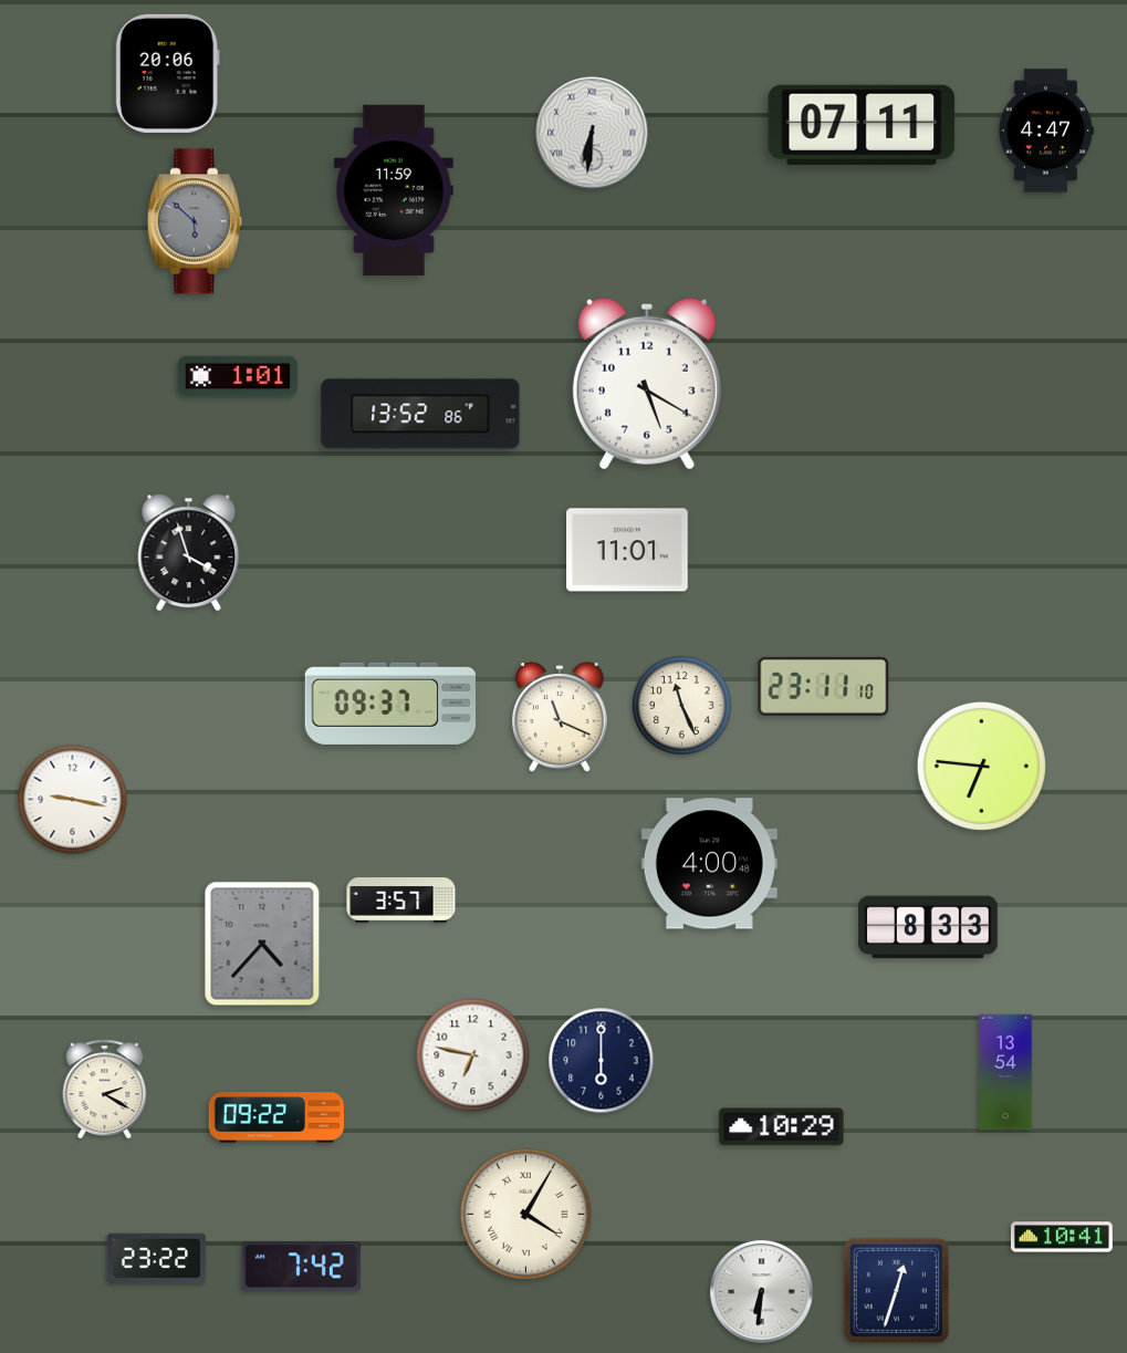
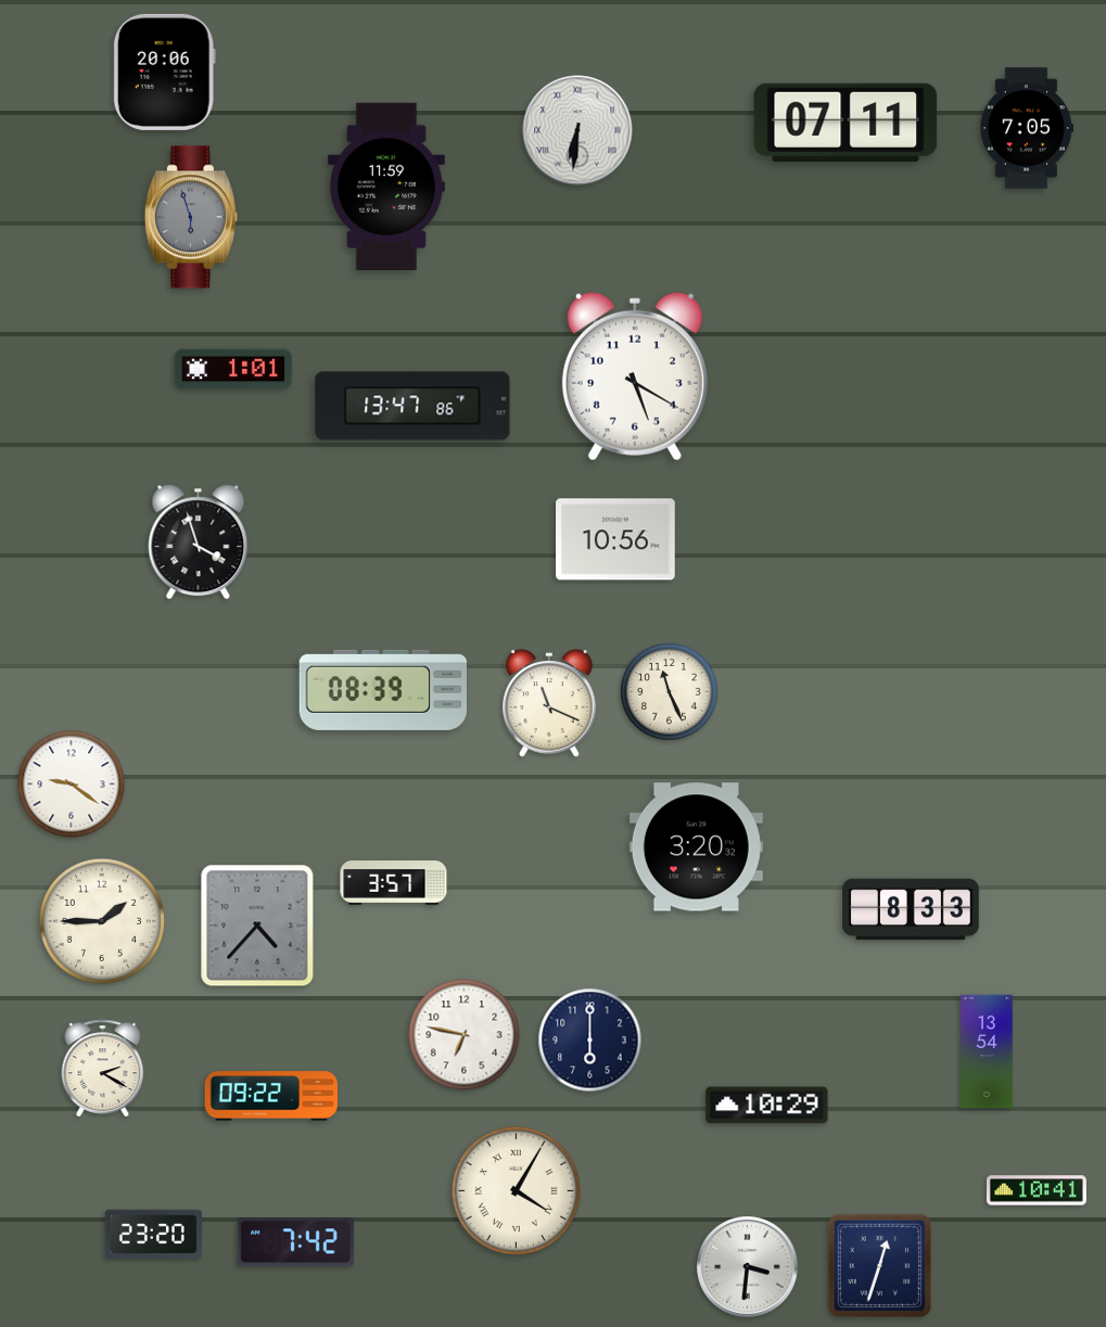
clock at (1045, 131): 4:47 -> 7:05
clock at (592, 133) position: (592, 133) -> (577, 130)
clock at (195, 221): 5:52 -> 5:57
clock at (420, 414): 13:52 -> 13:47
clock at (627, 550): 11:01 -> 10:56
clock at (189, 553) position: (189, 553) -> (199, 543)
clock at (824, 686): 23:11 -> none
clock at (389, 704): 09:37 -> 08:39
clock at (981, 766): 6:46 -> none
clock at (73, 800): 9:17 -> 9:21
clock at (709, 864): 4:00 -> 3:20
clock at (102, 921): none -> 1:45
clock at (1062, 1237) position: (1062, 1237) -> (1037, 1190)
clock at (156, 1259): 23:22 -> 23:20
clock at (762, 1292): 6:31 -> 3:31
